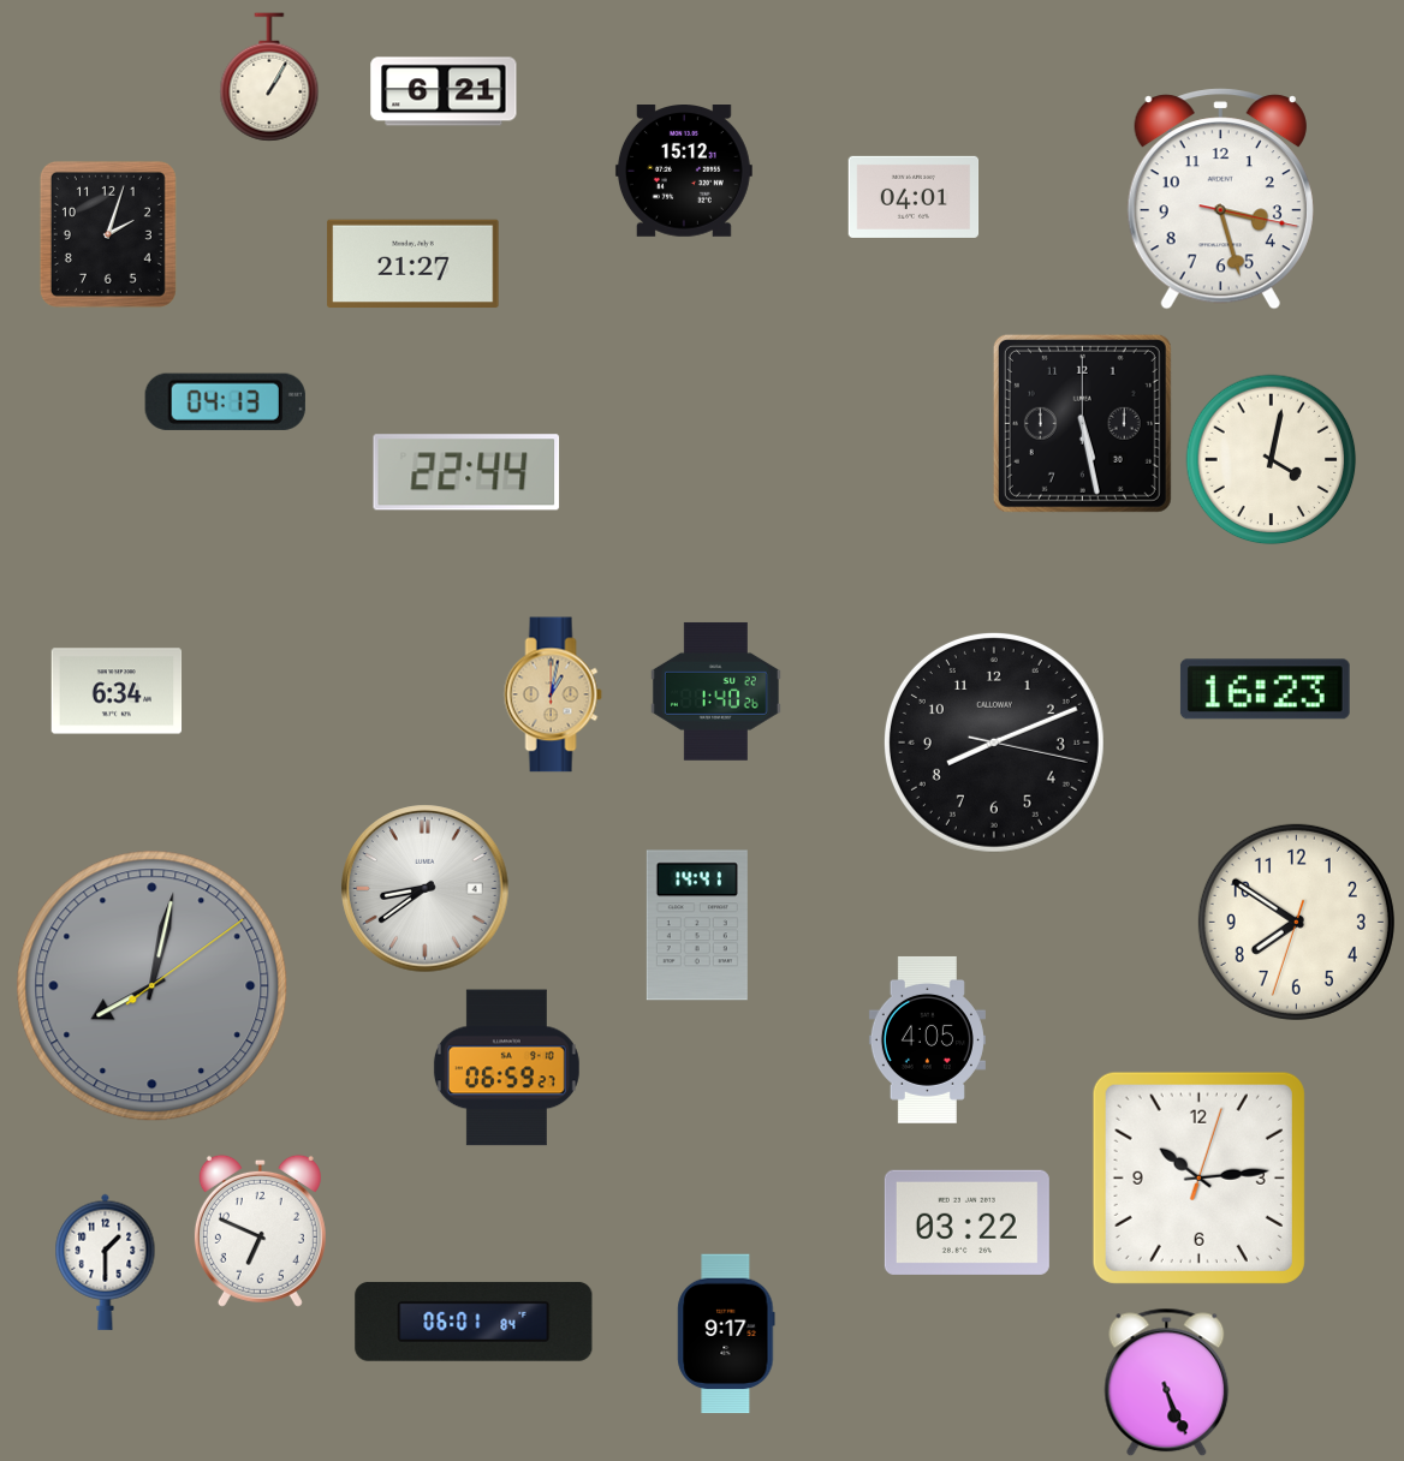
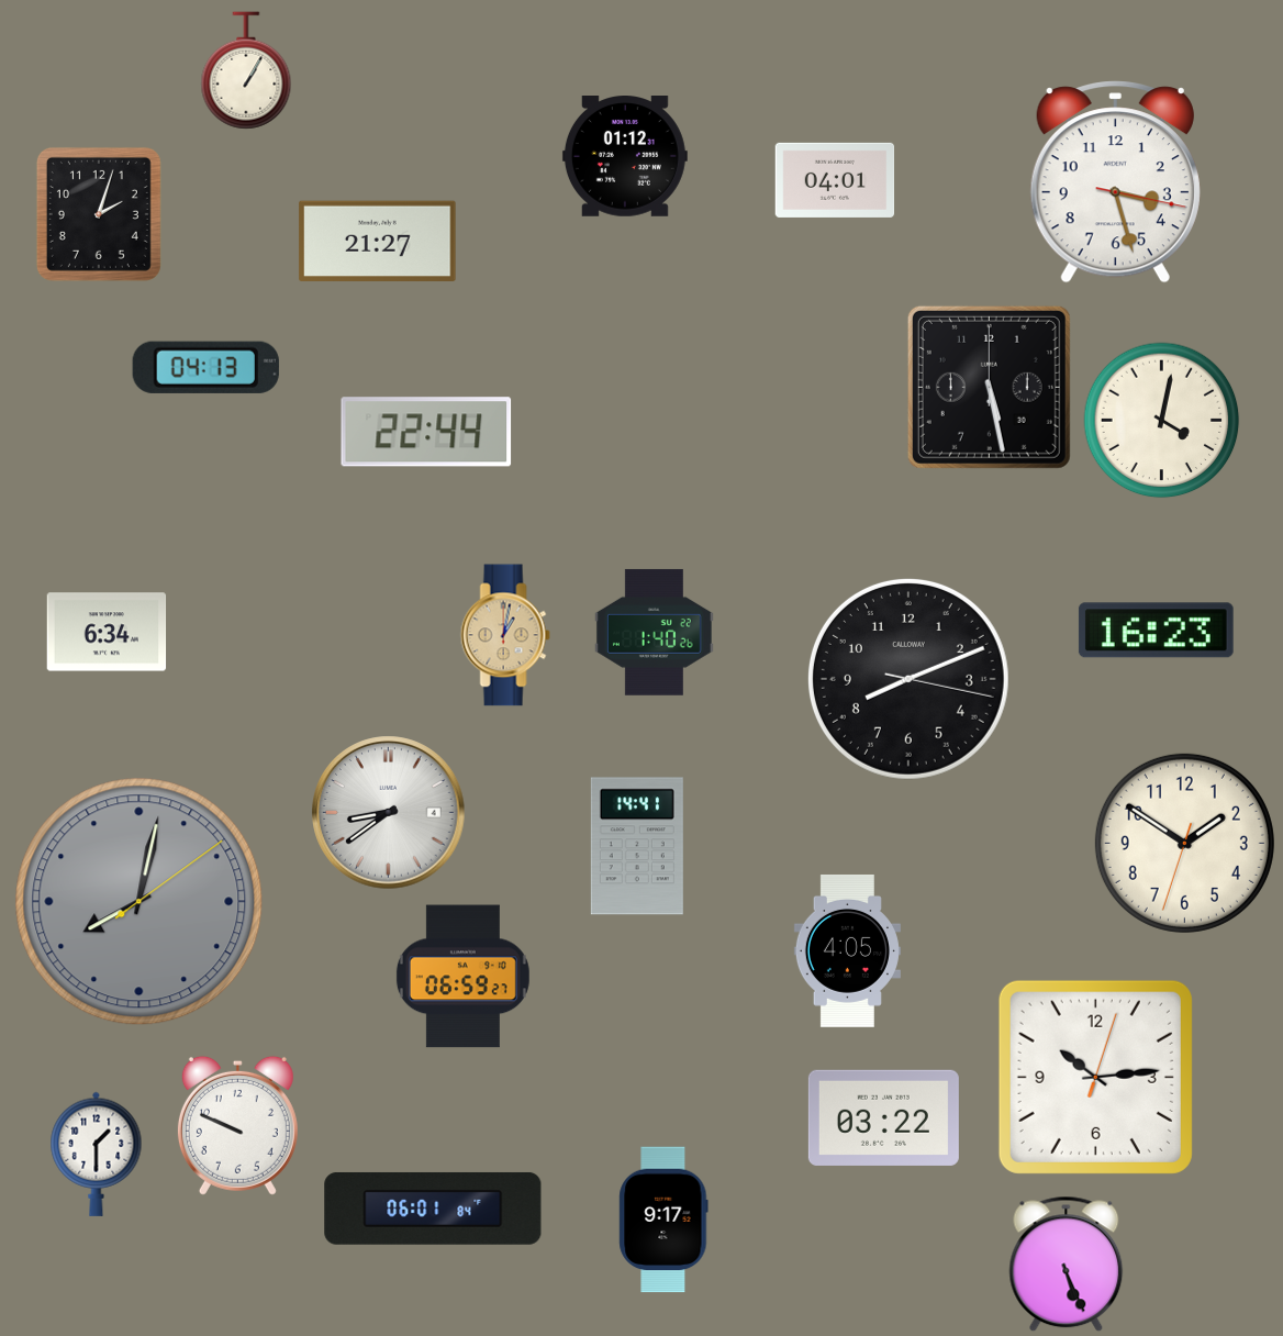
clock at (444, 91): 6:21 -> none
clock at (684, 172): 15:12 -> 01:12
clock at (1296, 922): 7:50 -> 1:50
clock at (260, 1230): 6:49 -> 9:49
